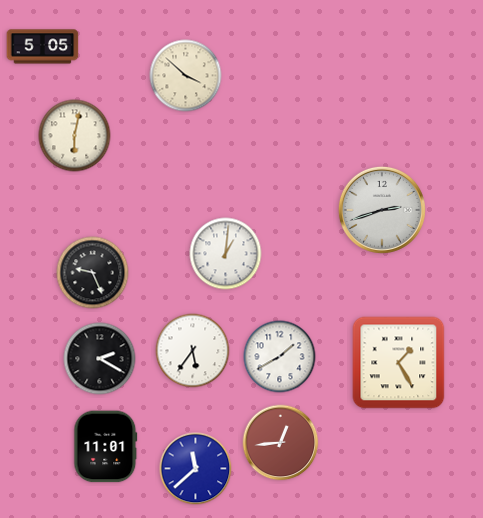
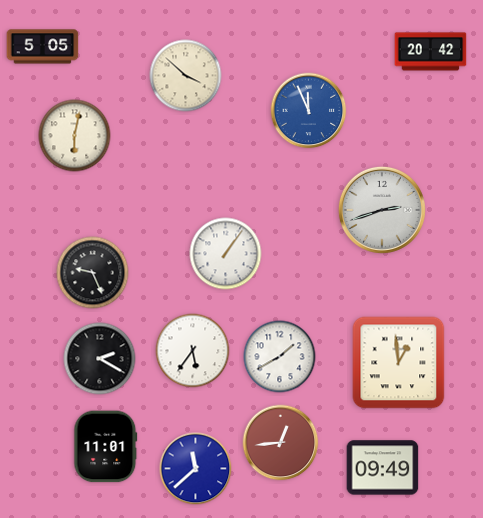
clock at (431, 52): none -> 20:42
clock at (309, 111): none -> 11:56
clock at (226, 254): 1:01 -> 1:06
clock at (399, 363): 1:25 -> 12:59
clock at (383, 468): none -> 09:49
